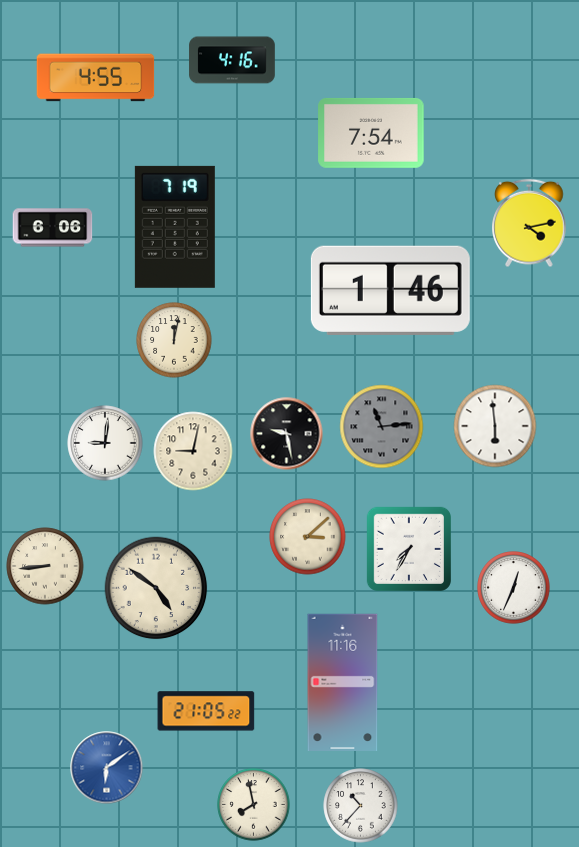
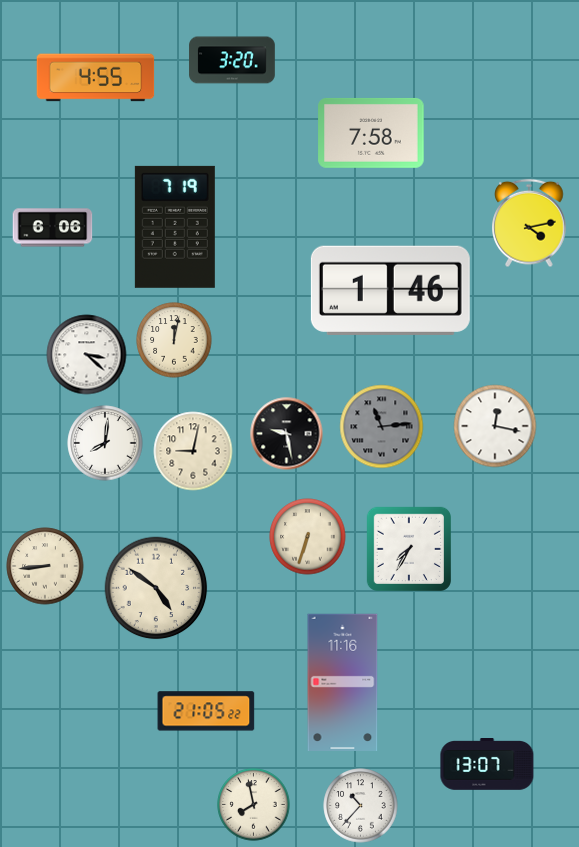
clock at (232, 60): 4:16 -> 3:20
clock at (371, 133): 7:54 -> 7:58
clock at (87, 355): none -> 3:22
clock at (495, 426): 5:59 -> 12:17
clock at (105, 443): 9:01 -> 8:01
clock at (308, 537): 3:08 -> 6:33
clock at (514, 588): 12:34 -> none
clock at (487, 765): none -> 13:07
clock at (107, 768): 6:09 -> none
